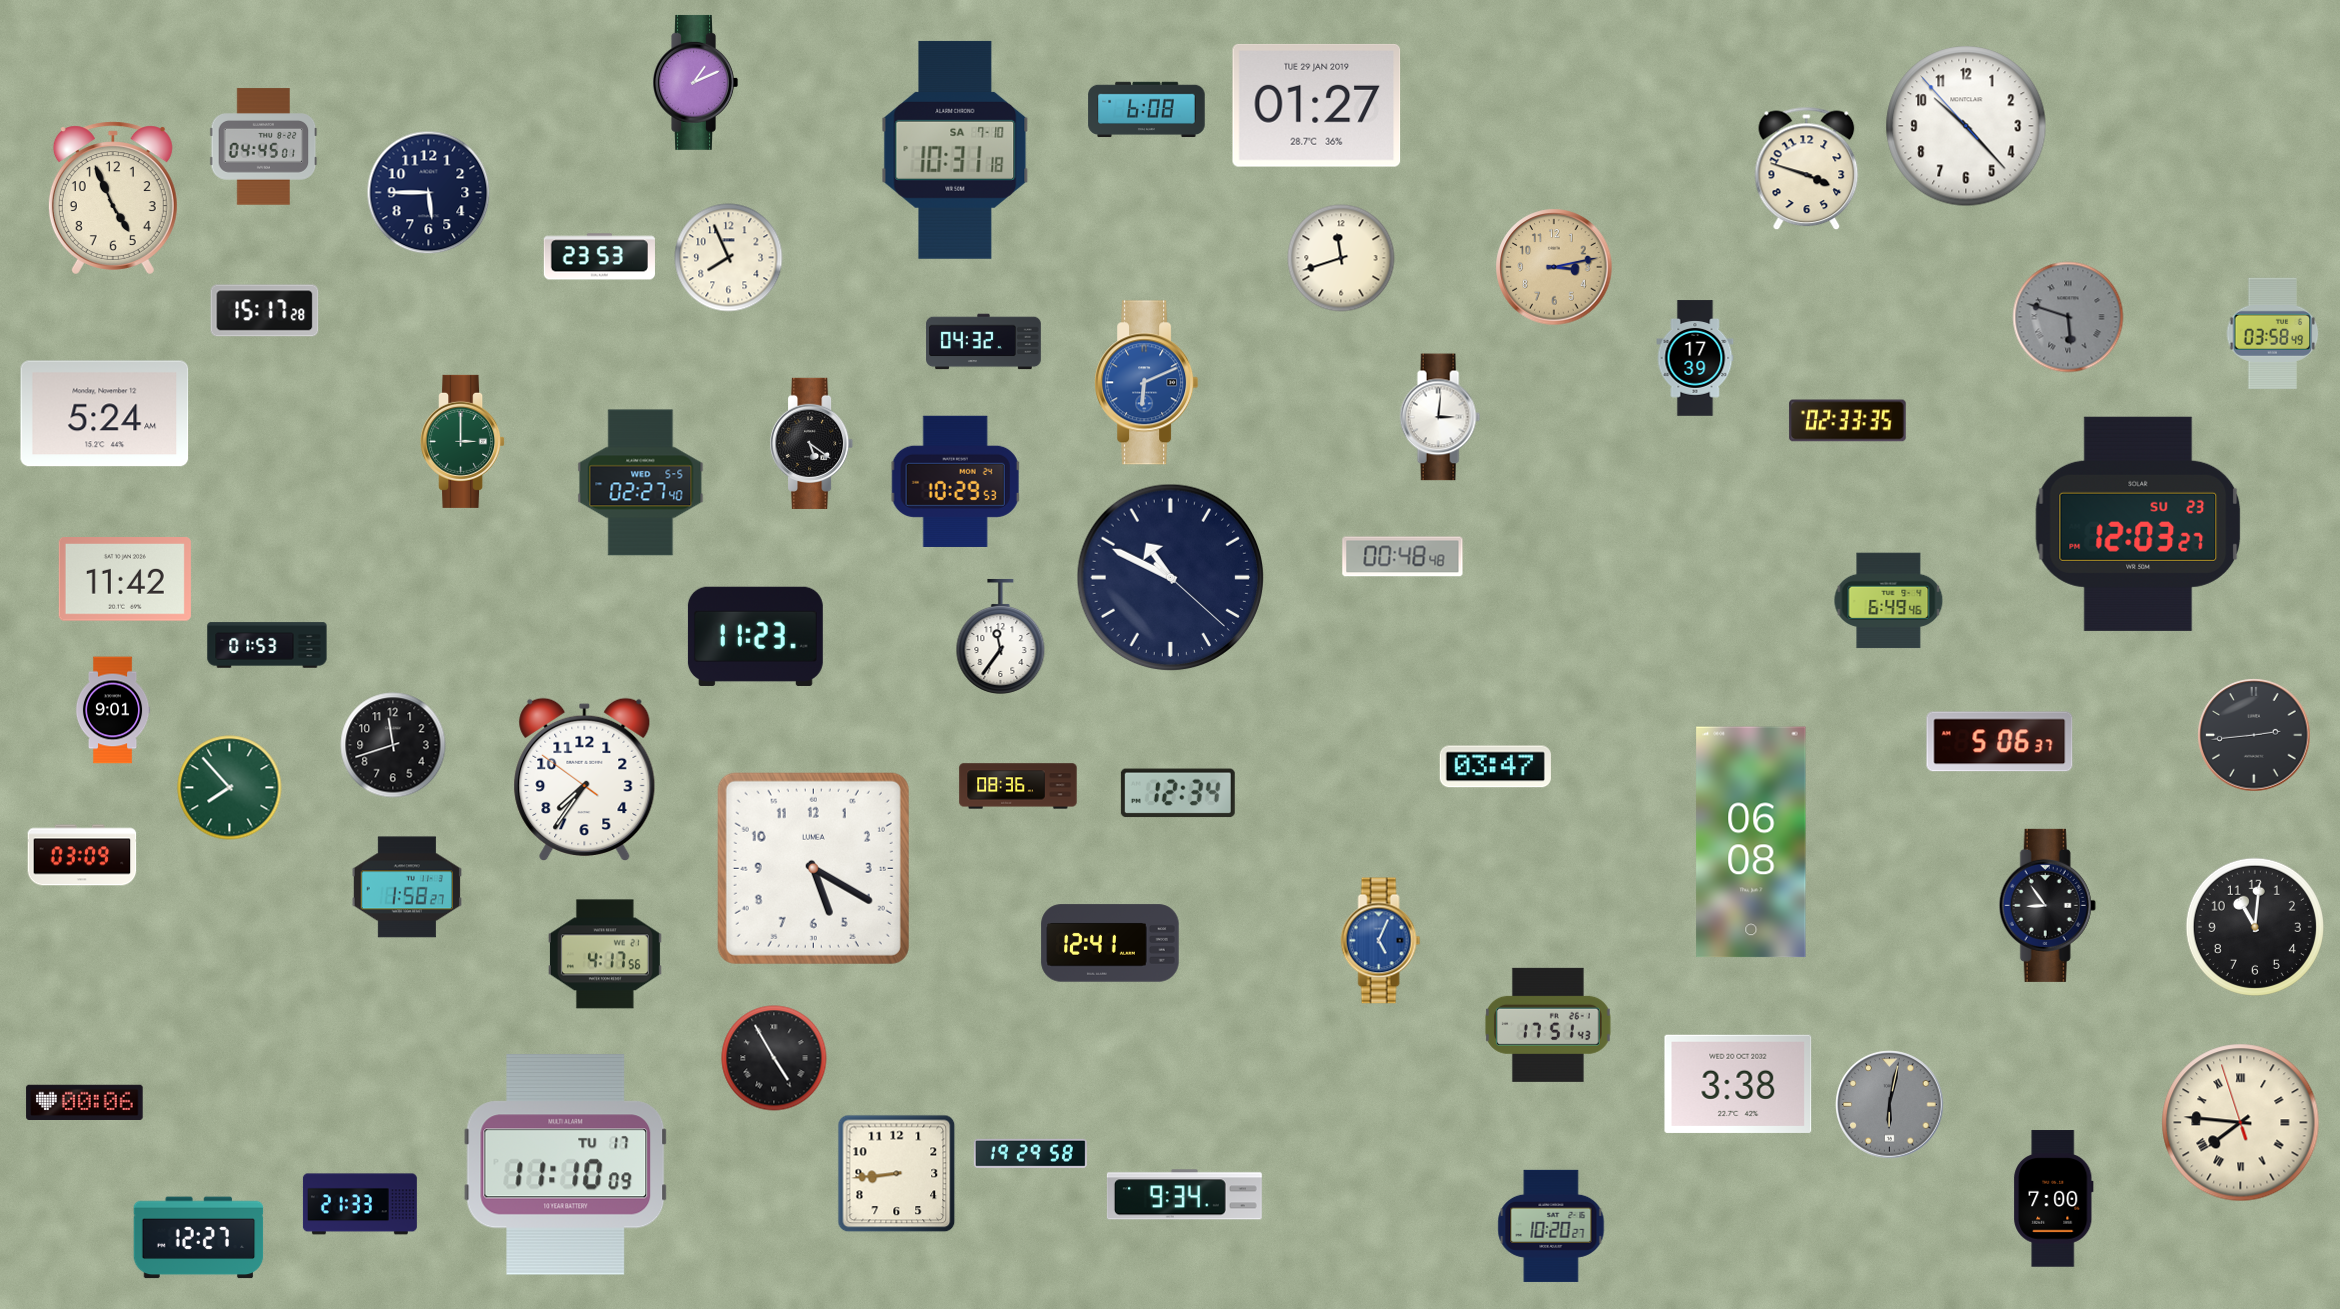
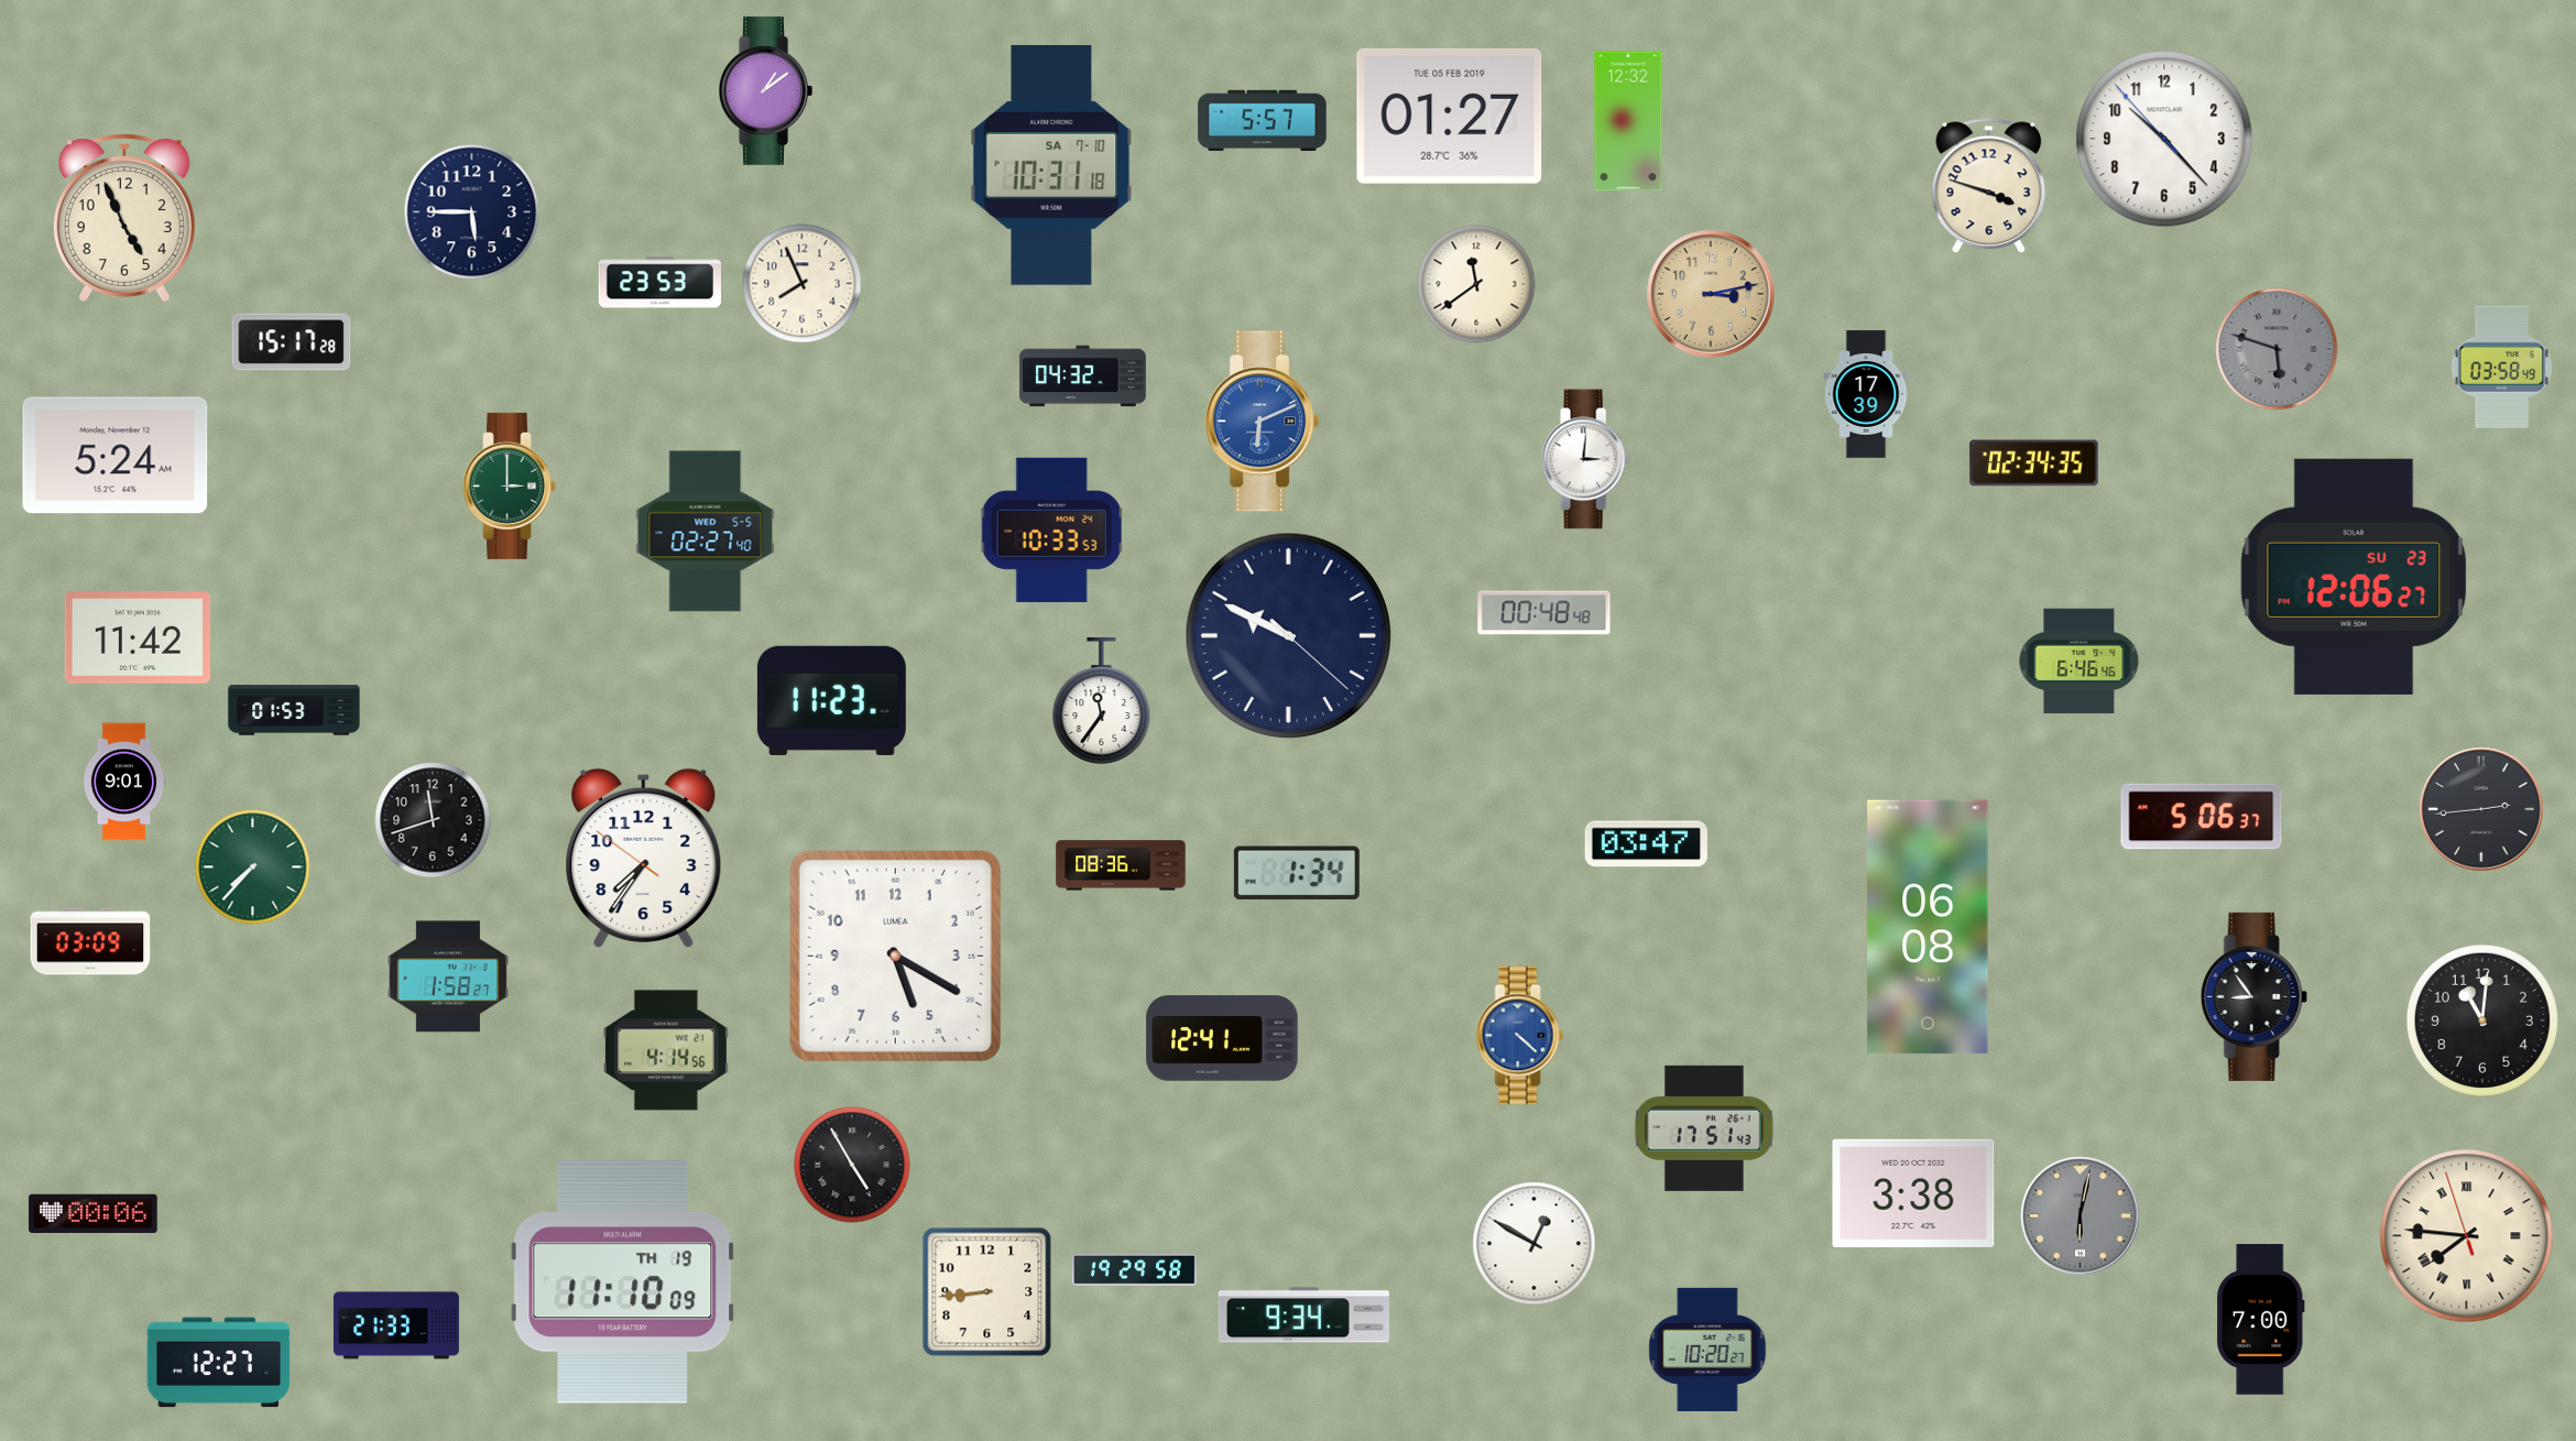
clock at (695, 82): 1:11 -> 1:09
clock at (1317, 105) date: TUE 29 JAN 2019 -> TUE 05 FEB 2019
clock at (1147, 110): 6:08 -> 5:57
clock at (1628, 121): none -> 12:32
clock at (264, 147): 04:45 -> none
clock at (1341, 258): 11:42 -> 11:39
clock at (1848, 421): 02:33 -> 02:34
clock at (813, 443): 5:21 -> none
clock at (956, 481): 10:29 -> 10:33
clock at (2138, 524): 12:03 -> 12:06
clock at (1171, 578): 10:49 -> 9:49
clock at (1889, 601): 6:49 -> 6:46
clock at (230, 788): 7:53 -> 7:37
clock at (1178, 793): 12:34 -> 1:34
clock at (1381, 941): 5:04 -> 4:22
clock at (605, 954): 4:17 -> 4:14
clock at (1535, 1244): none -> 12:50
clock at (566, 1165) date: TU 17 -> TH 19
